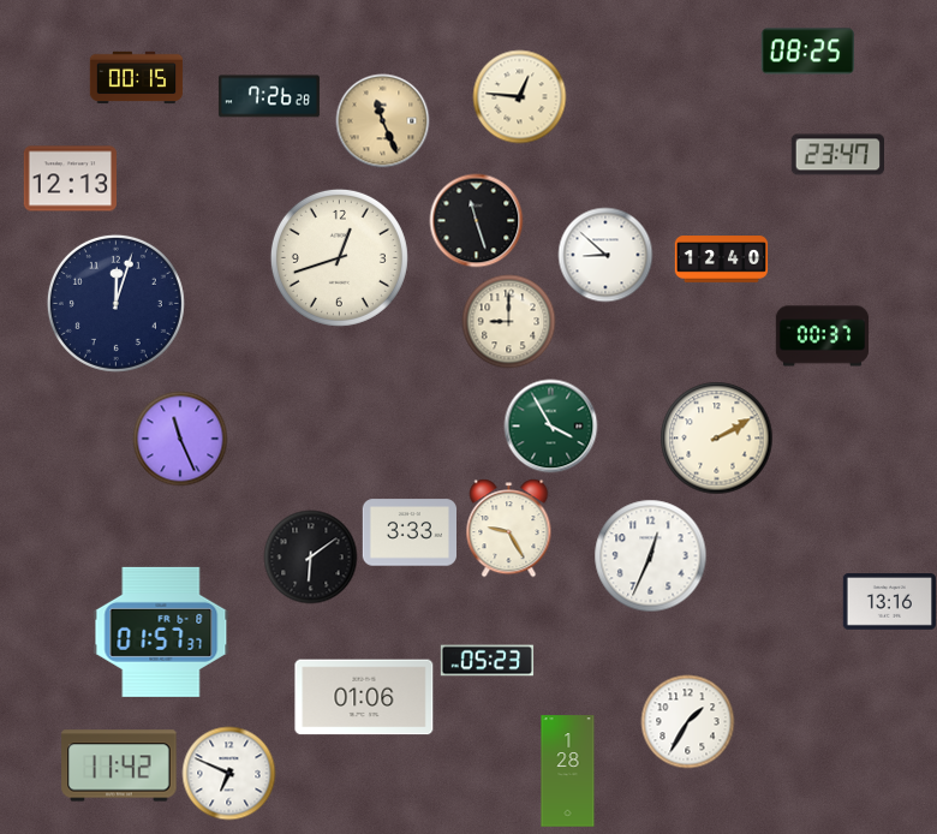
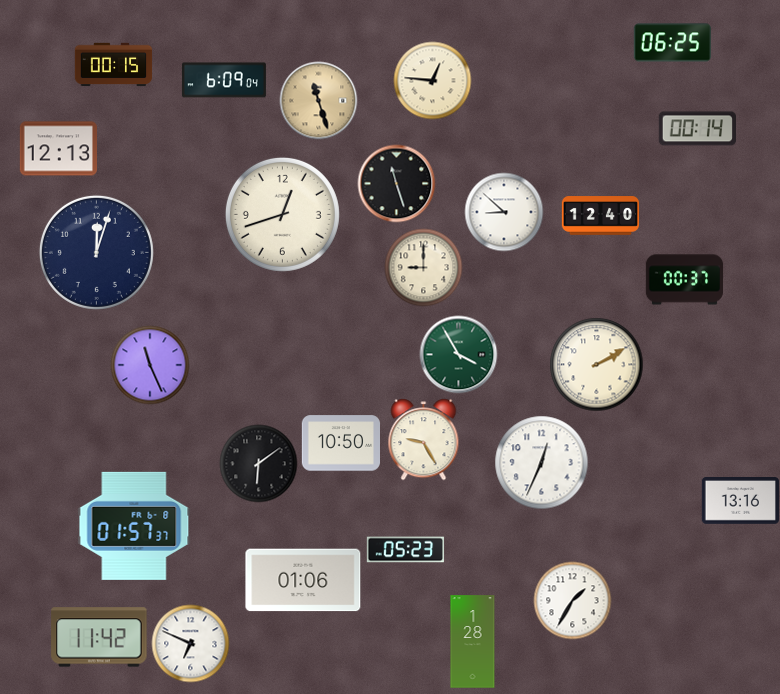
clock at (807, 52): 08:25 -> 06:25
clock at (269, 96): 7:26 -> 6:09
clock at (382, 120): 11:26 -> 11:27
clock at (837, 155): 23:47 -> 00:14
clock at (408, 532): 3:33 -> 10:50
